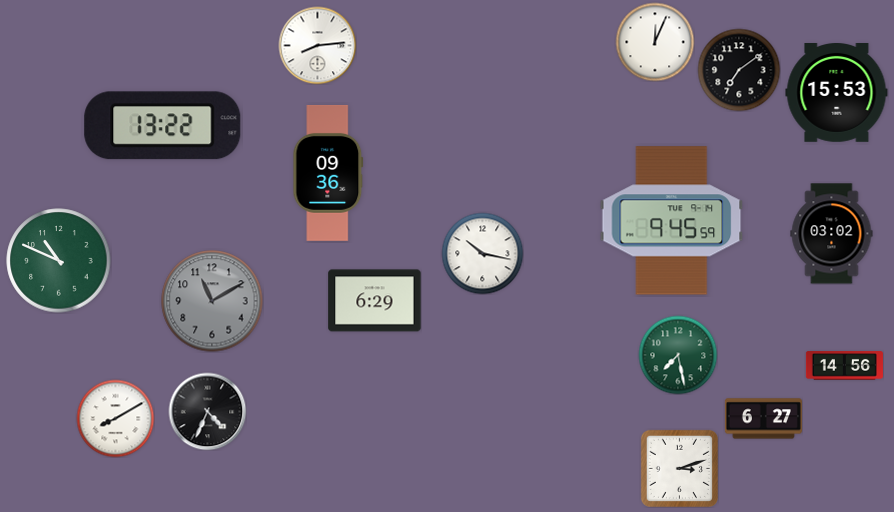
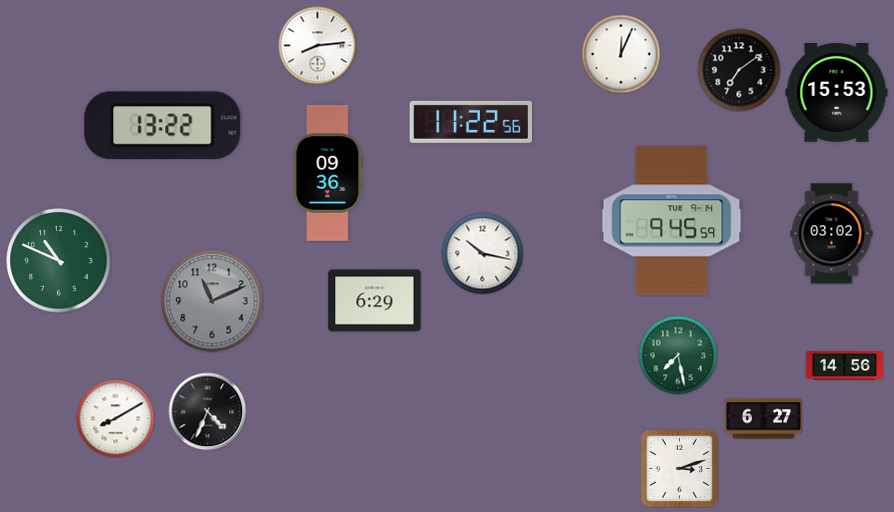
clock at (655, 42) position: (655, 42) -> (621, 54)
clock at (471, 122): none -> 11:22
clock at (212, 301): 11:10 -> 11:11
